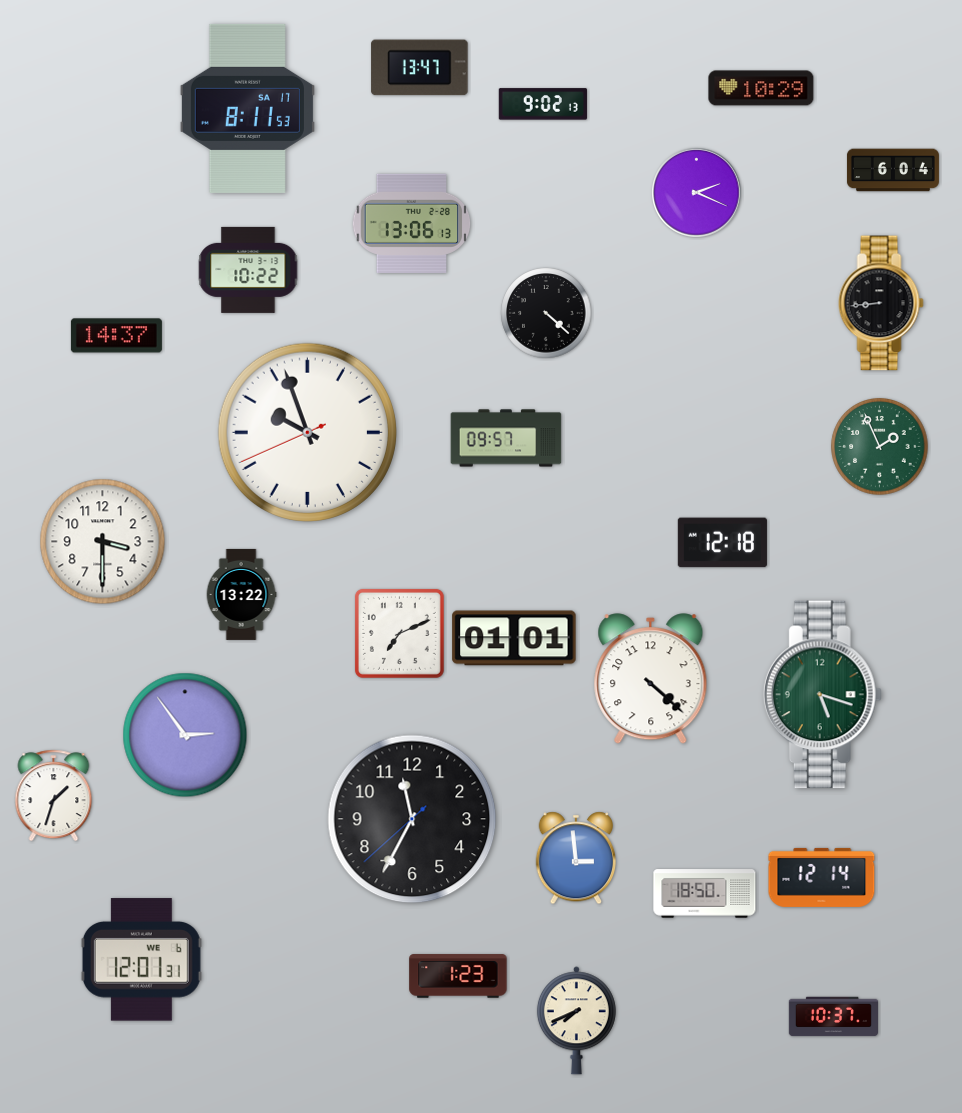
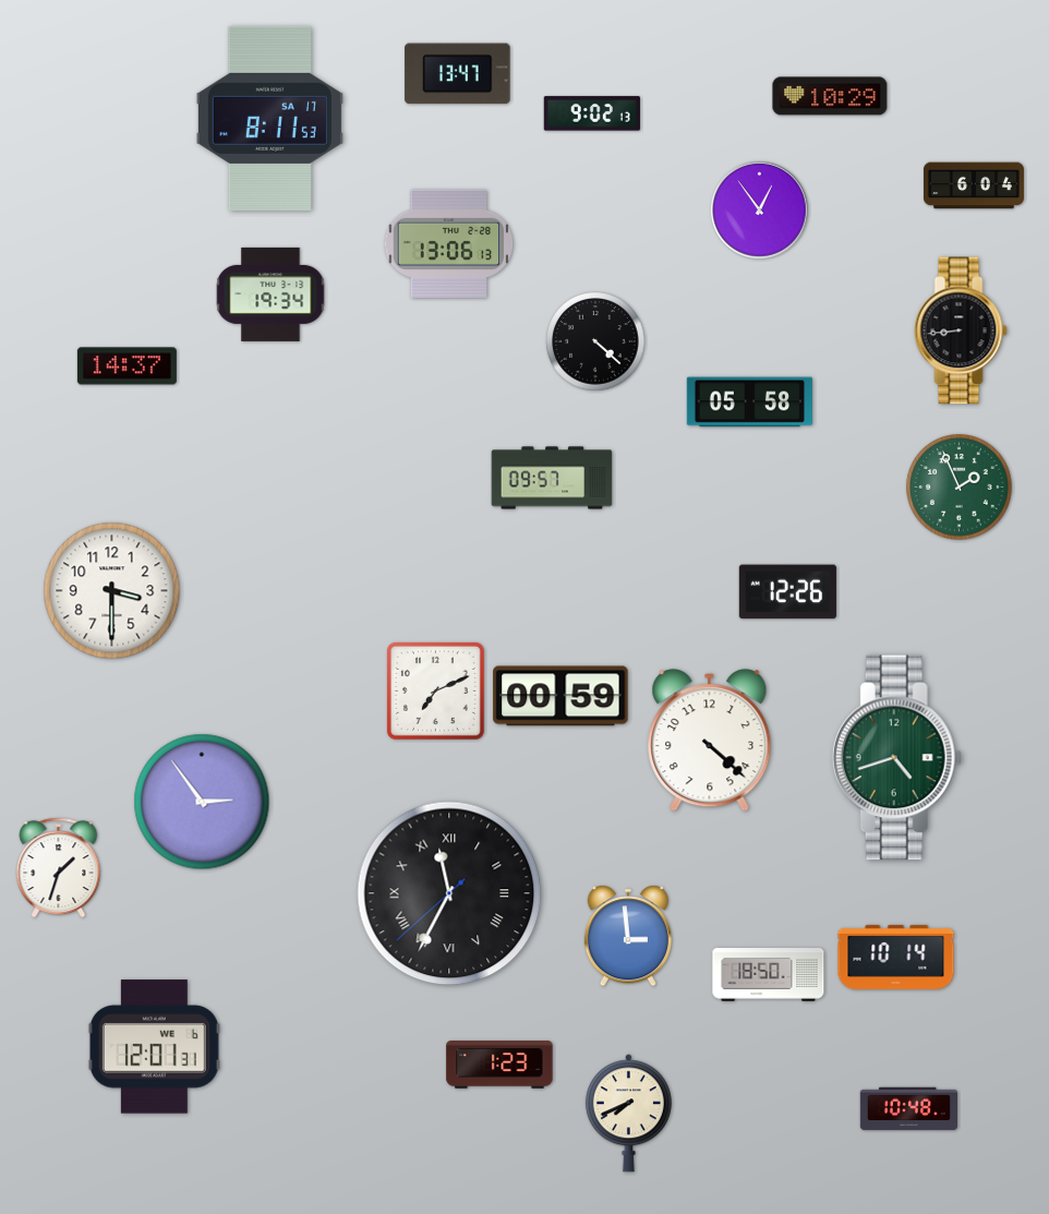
clock at (697, 193): 2:19 -> 12:54
clock at (248, 270): 10:22 -> 19:34
clock at (749, 402): none -> 05:58
clock at (307, 432): 9:56 -> none
clock at (722, 543): 12:18 -> 12:26
clock at (241, 594): 13:22 -> none
clock at (514, 638): 01:01 -> 00:59
clock at (822, 695): 5:18 -> 4:42
clock at (412, 819) numerals: Arabic -> Roman
clock at (822, 877): 12:14 -> 10:14
clock at (833, 1017): 10:37 -> 10:48
